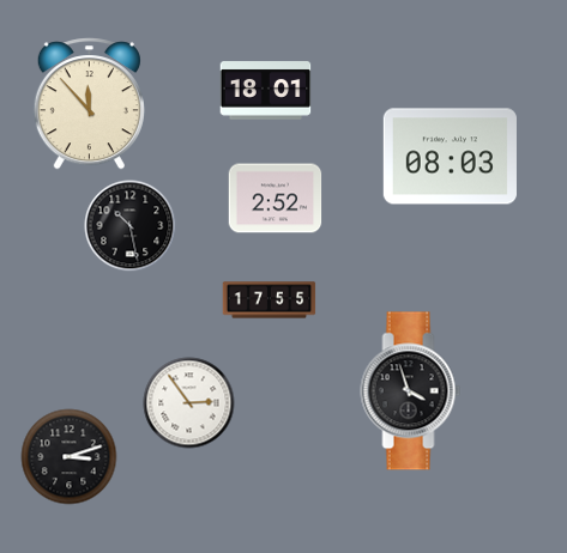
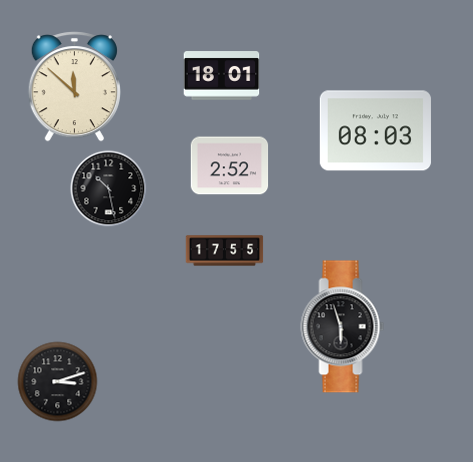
clock at (89, 104): 11:53 -> 11:52
clock at (411, 391): 3:57 -> 5:57
clock at (189, 403): 2:54 -> none
